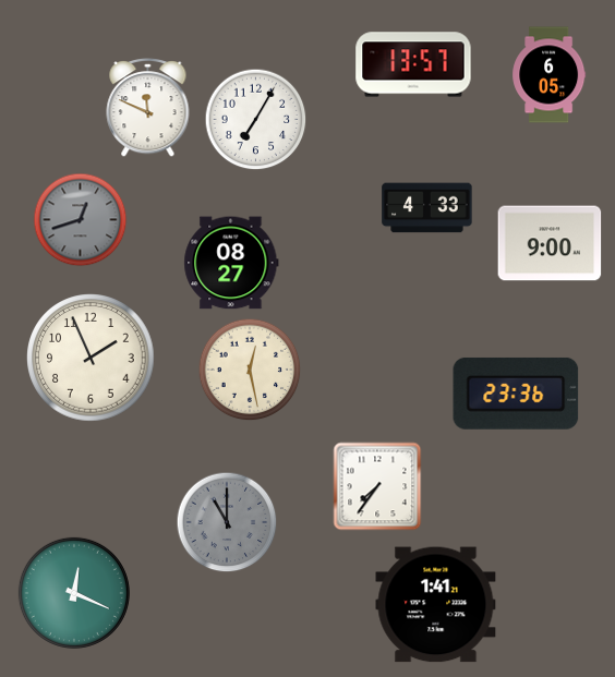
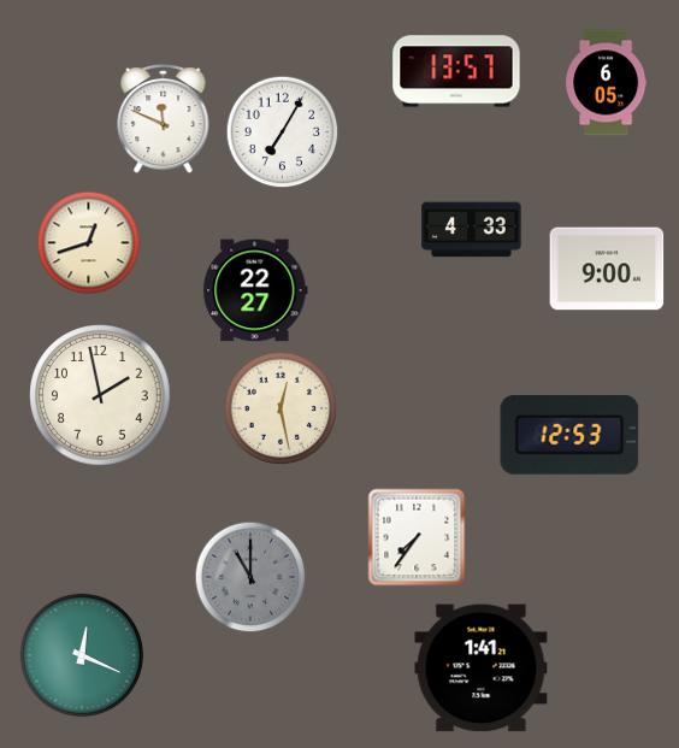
clock at (81, 220) dial: grey -> cream
clock at (231, 263): 08:27 -> 22:27
clock at (91, 358): 1:56 -> 1:58
clock at (250, 370) position: (250, 370) -> (281, 408)
clock at (516, 394): 23:36 -> 12:53
